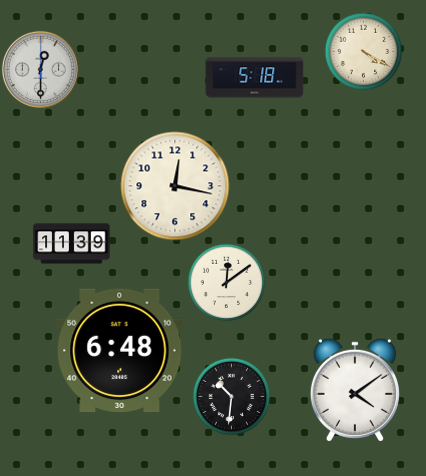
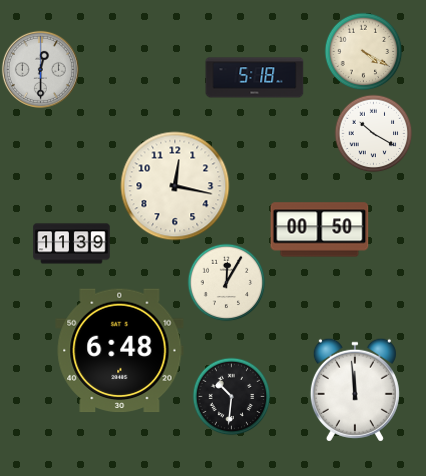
clock at (373, 133): none -> 10:20
clock at (320, 230): none -> 00:50
clock at (226, 282): 12:09 -> 12:05
clock at (355, 390): 4:09 -> 11:59
